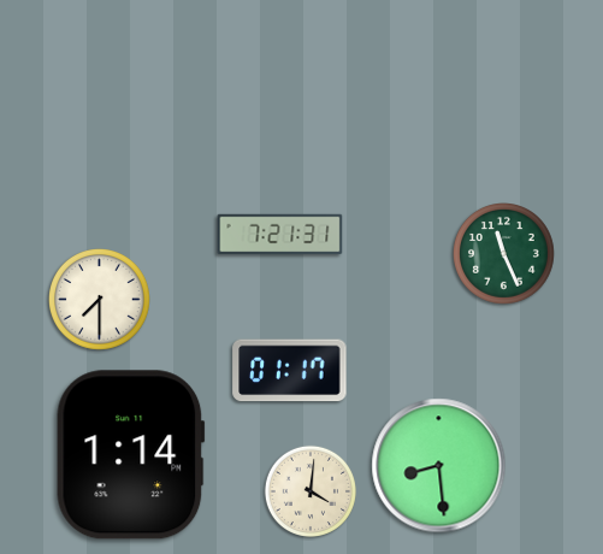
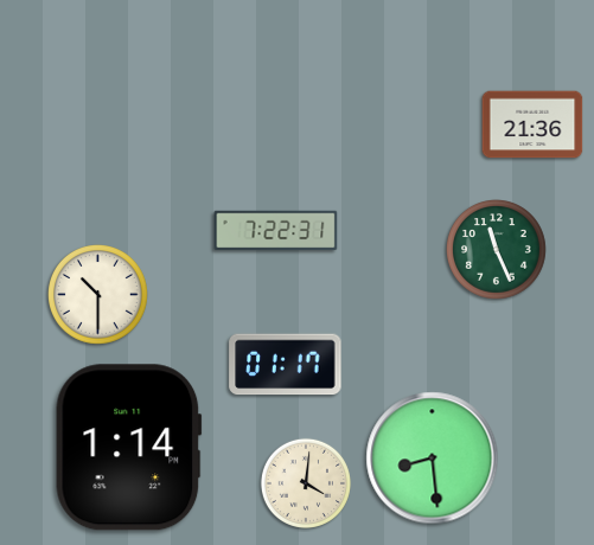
clock at (532, 124): none -> 21:36
clock at (280, 235): 7:21 -> 7:22
clock at (100, 300): 7:30 -> 10:30
